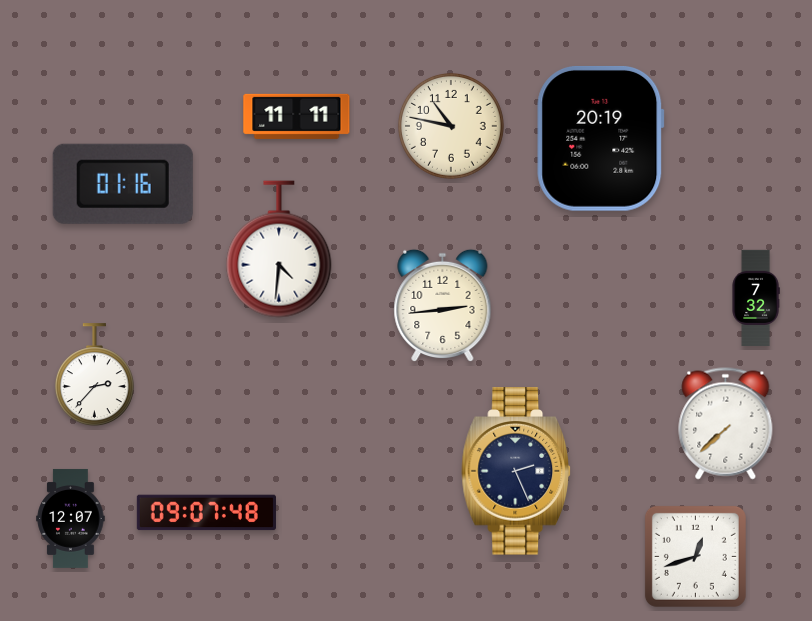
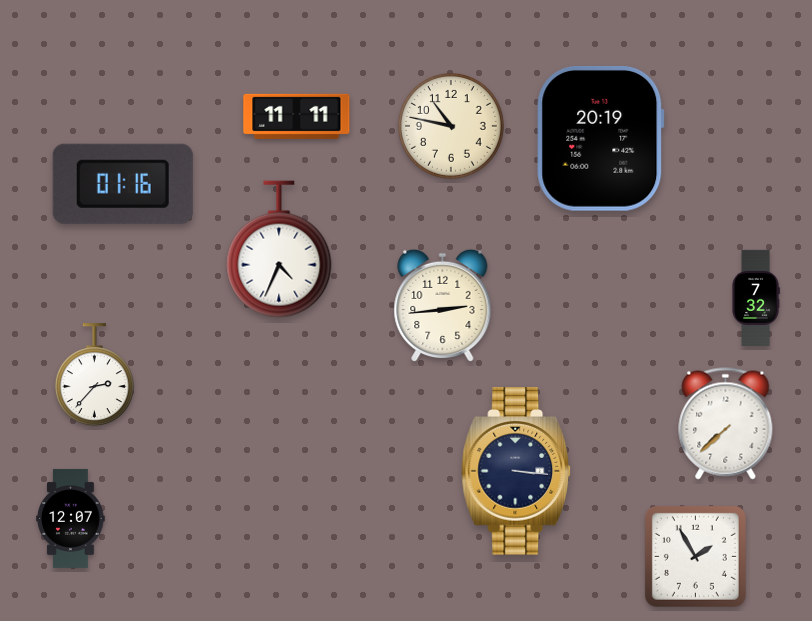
clock at (279, 249): 4:31 -> 4:34
clock at (517, 471): 2:26 -> 3:16
clock at (206, 513): 09:07 -> none
clock at (695, 556): 12:42 -> 1:55
